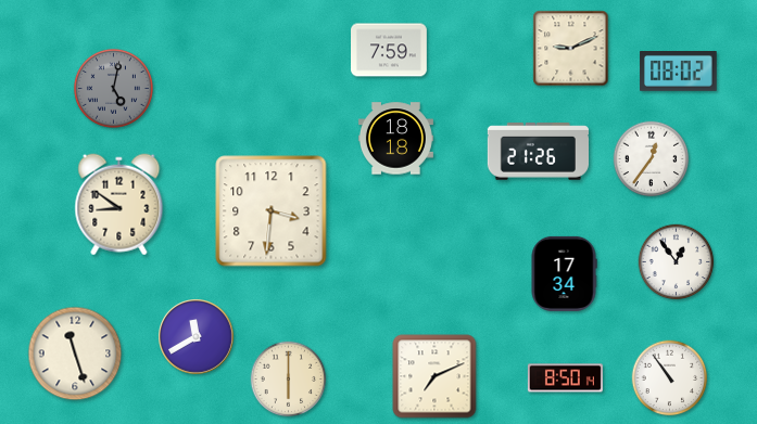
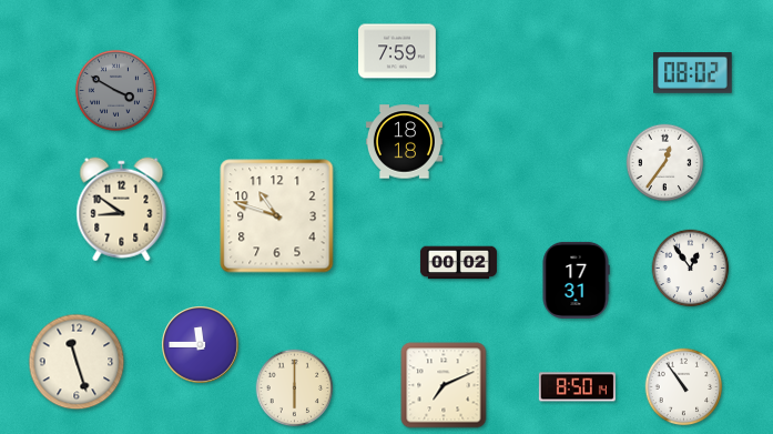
clock at (571, 49): 9:11 -> none
clock at (113, 88): 5:02 -> 3:50
clock at (538, 152): 21:26 -> none
clock at (272, 211): 3:31 -> 10:48
clock at (458, 263): none -> 00:02
clock at (564, 273): 17:34 -> 17:31
clock at (197, 337): 11:40 -> 11:45
